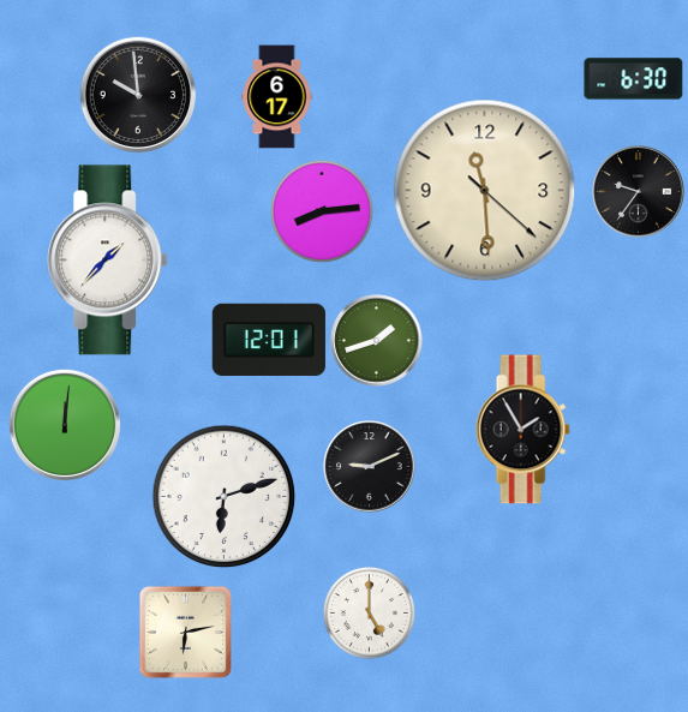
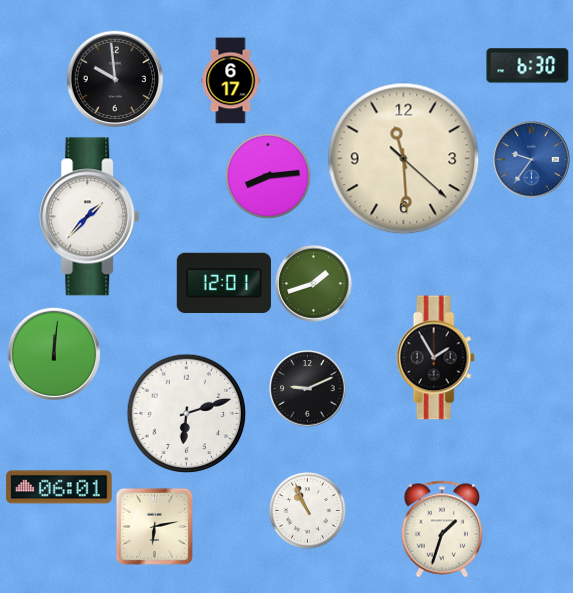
clock at (639, 192) dial: black -> blue
clock at (59, 487): none -> 06:01
clock at (370, 614): 5:00 -> 10:56
clock at (442, 529): none -> 1:33
